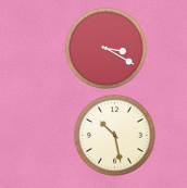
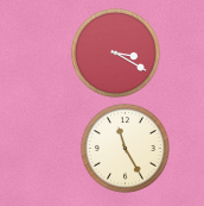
clock at (114, 135): 10:28 -> 11:25
